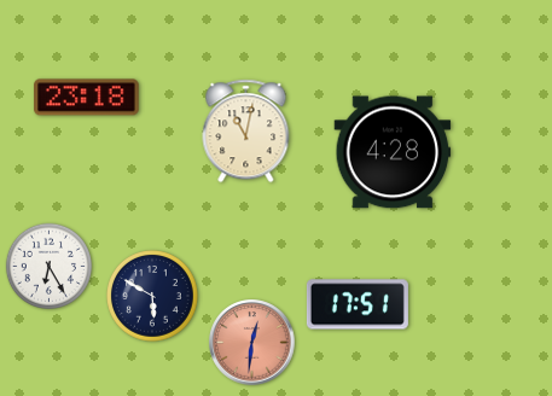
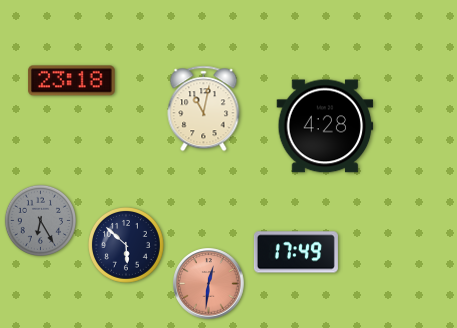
clock at (48, 266) dial: white -> grey
clock at (153, 297): 5:50 -> 5:52
clock at (358, 304): 17:51 -> 17:49
